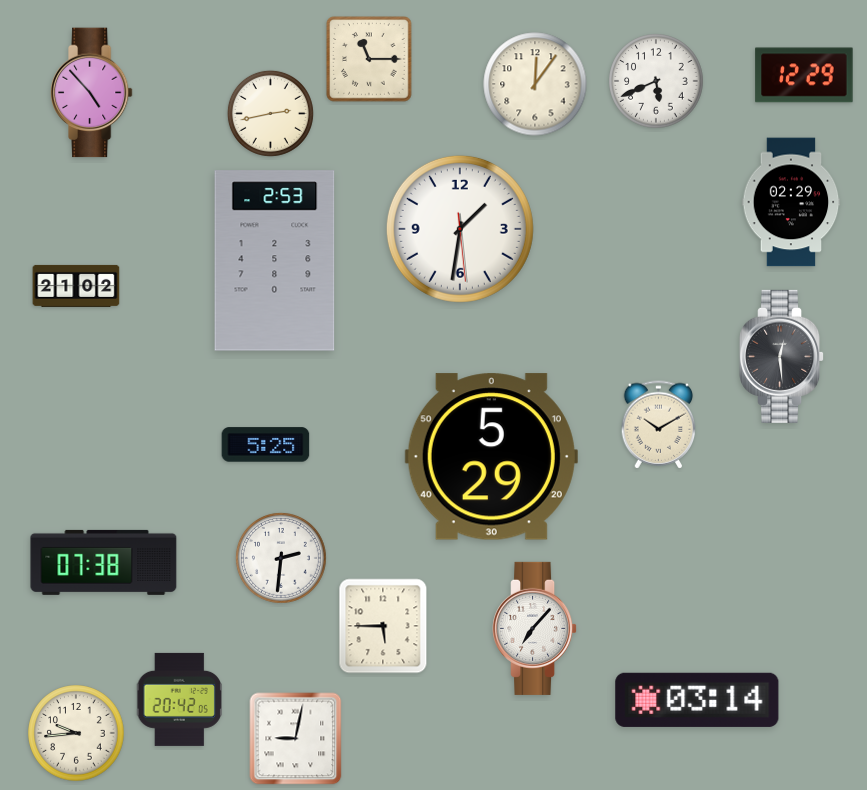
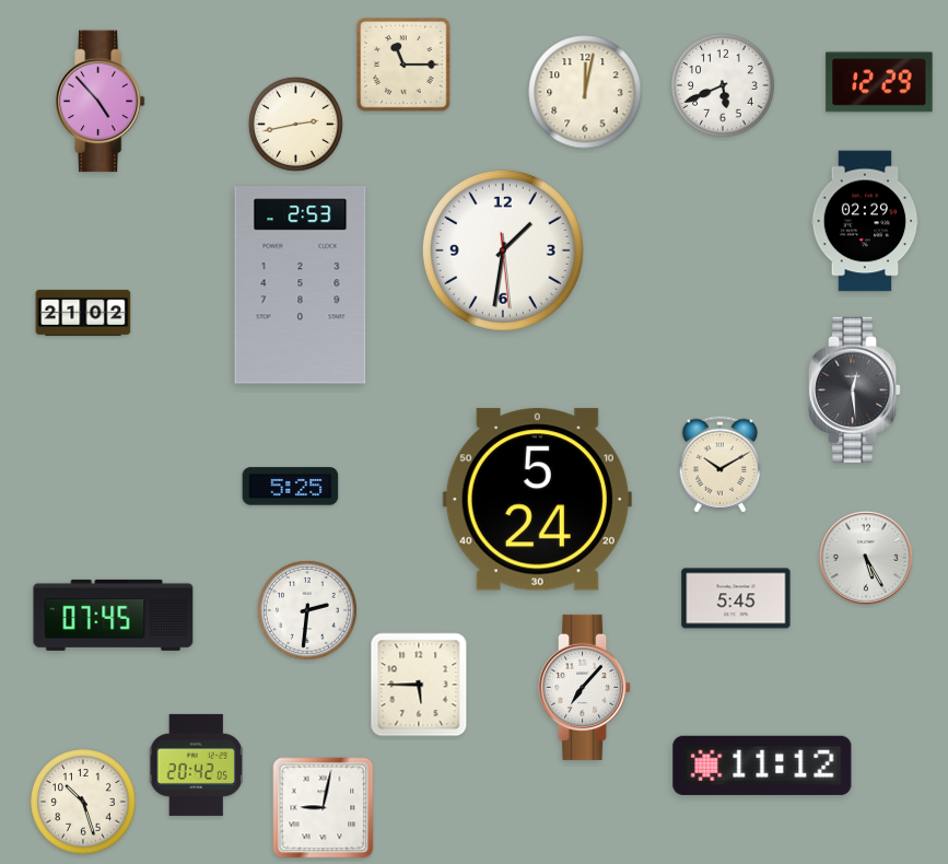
clock at (656, 81) position: (656, 81) -> (723, 85)
clock at (535, 84): 12:06 -> 12:02
clock at (491, 457): 5:29 -> 5:24
clock at (866, 558): none -> 5:25
clock at (736, 598): none -> 5:45
clock at (104, 562): 07:38 -> 07:45
clock at (697, 700): 03:14 -> 11:12
clock at (76, 733): 9:44 -> 10:27
